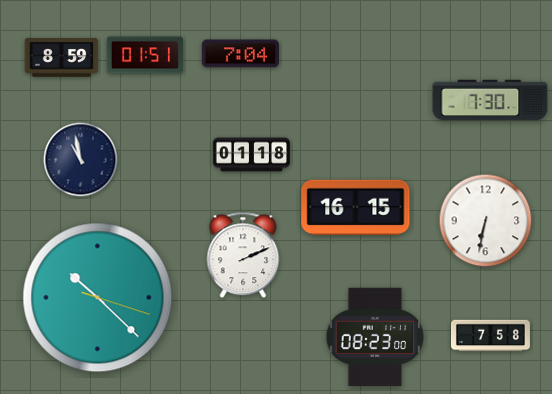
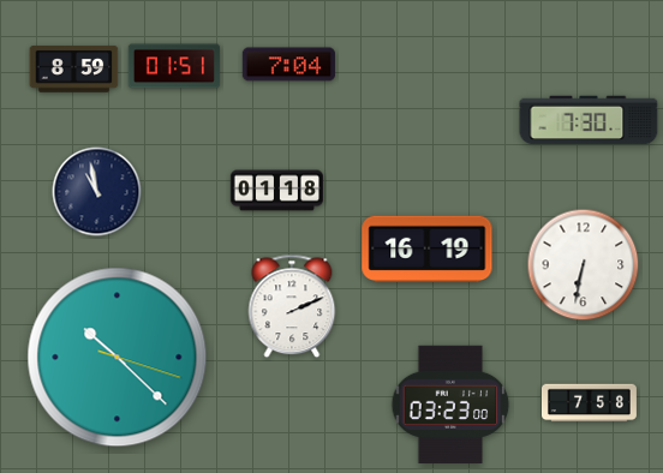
clock at (251, 155) position: (251, 155) -> (276, 191)
clock at (356, 207): 16:15 -> 16:19
clock at (375, 336): 08:23 -> 03:23
